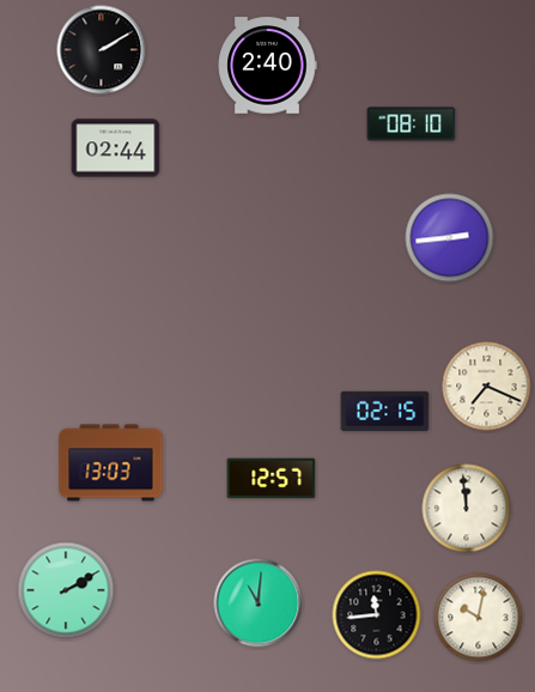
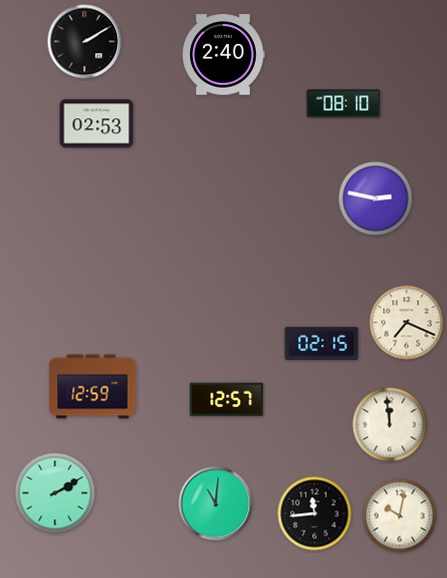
clock at (116, 148): 02:44 -> 02:53
clock at (450, 238): 2:44 -> 2:47
clock at (111, 463): 13:03 -> 12:59
